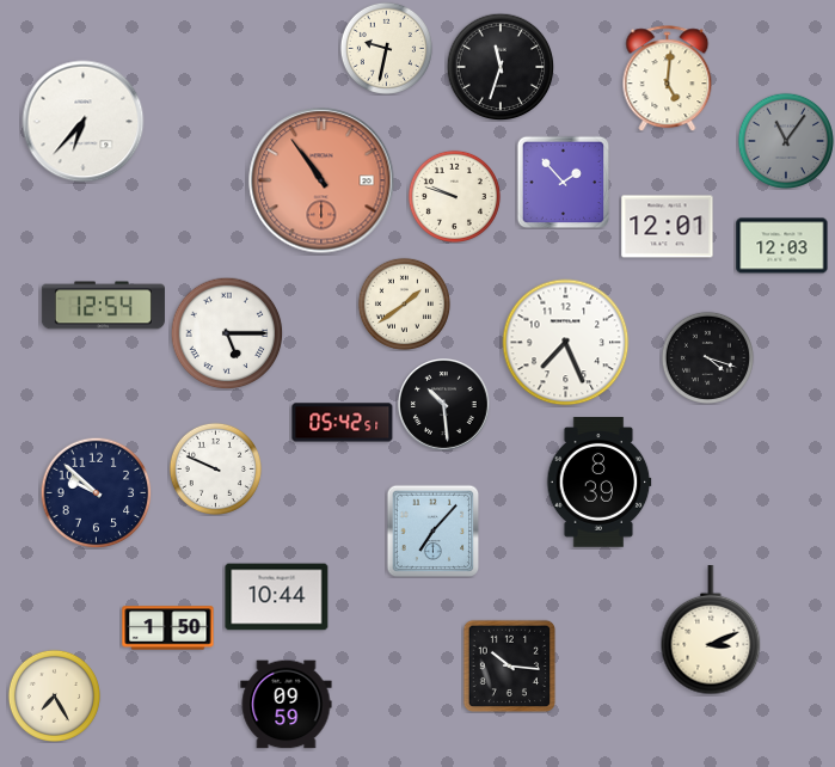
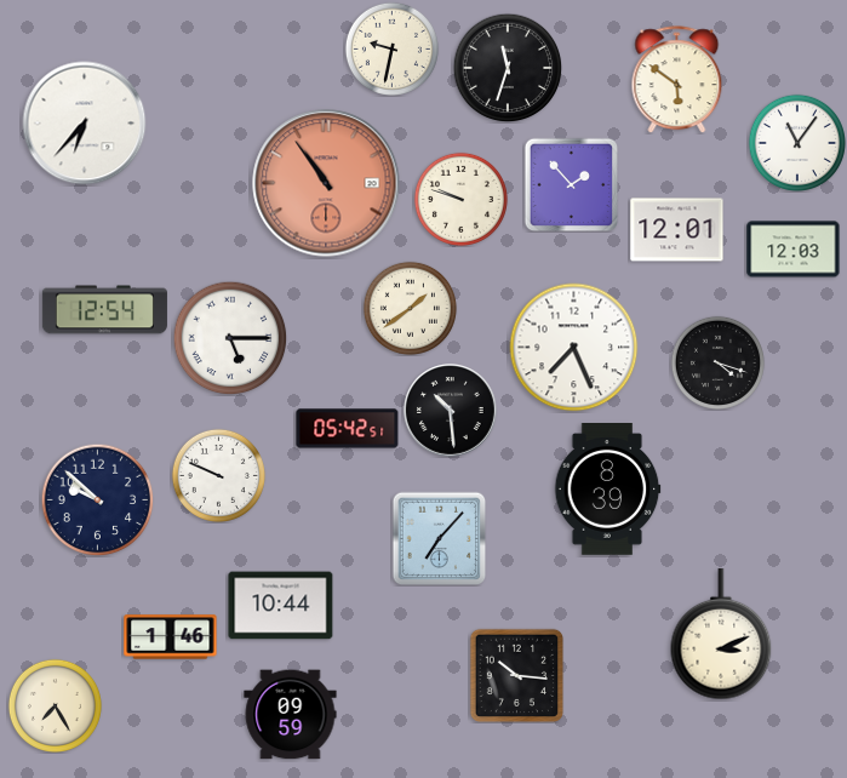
clock at (668, 79): 5:01 -> 5:51
clock at (786, 141) dial: grey -> white
clock at (168, 628): 1:50 -> 1:46
clock at (711, 630) position: (711, 630) -> (721, 634)
